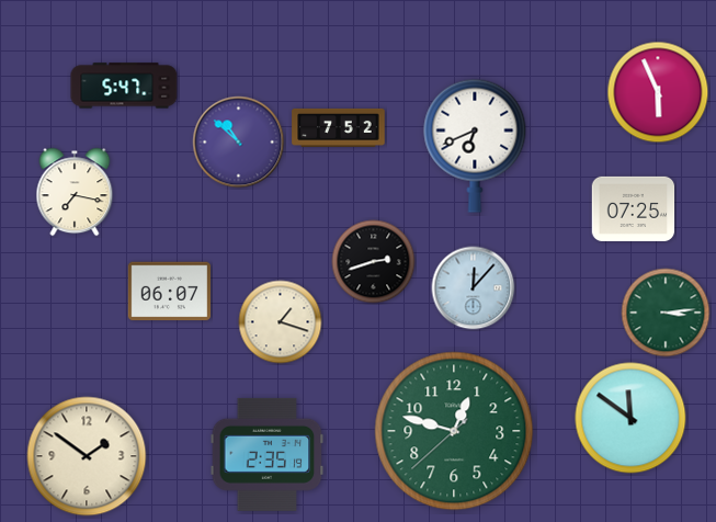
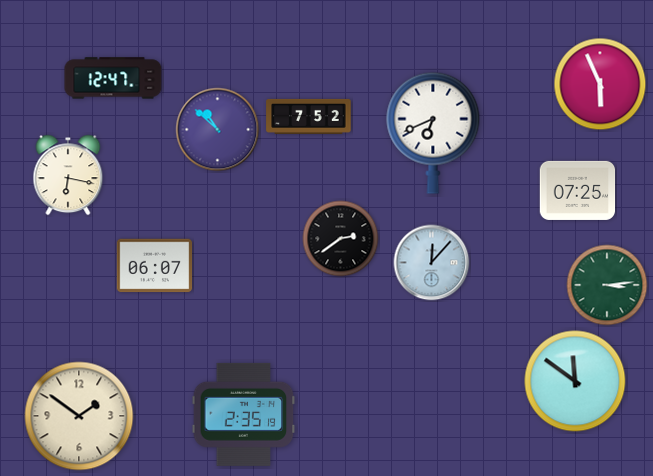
clock at (124, 86): 5:47 -> 12:47
clock at (75, 192): 7:17 -> 6:17
clock at (374, 262): 2:42 -> 2:39
clock at (281, 322): 1:18 -> none
clock at (454, 431): 12:47 -> none
